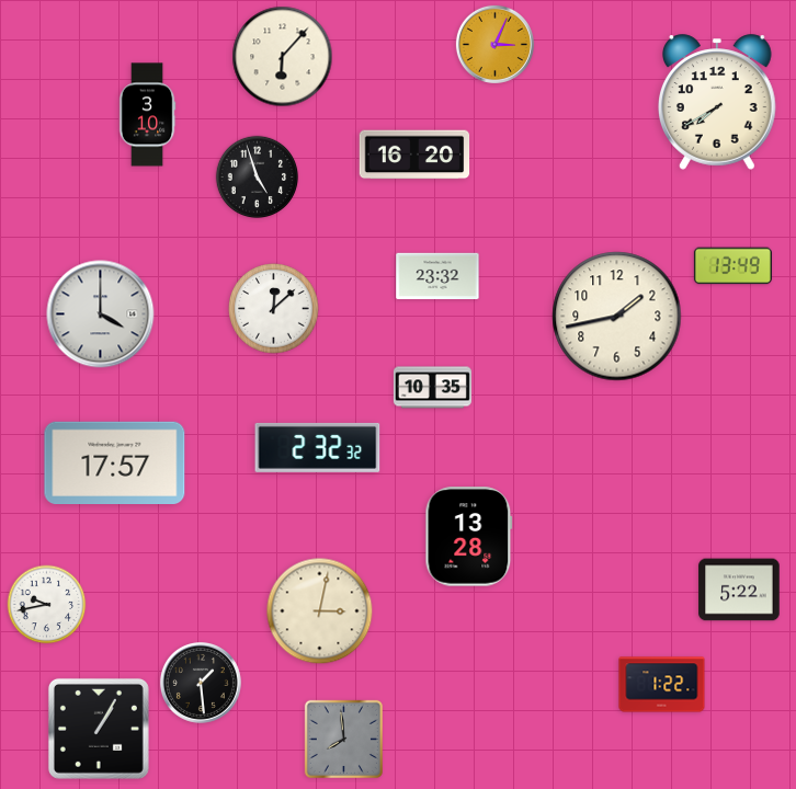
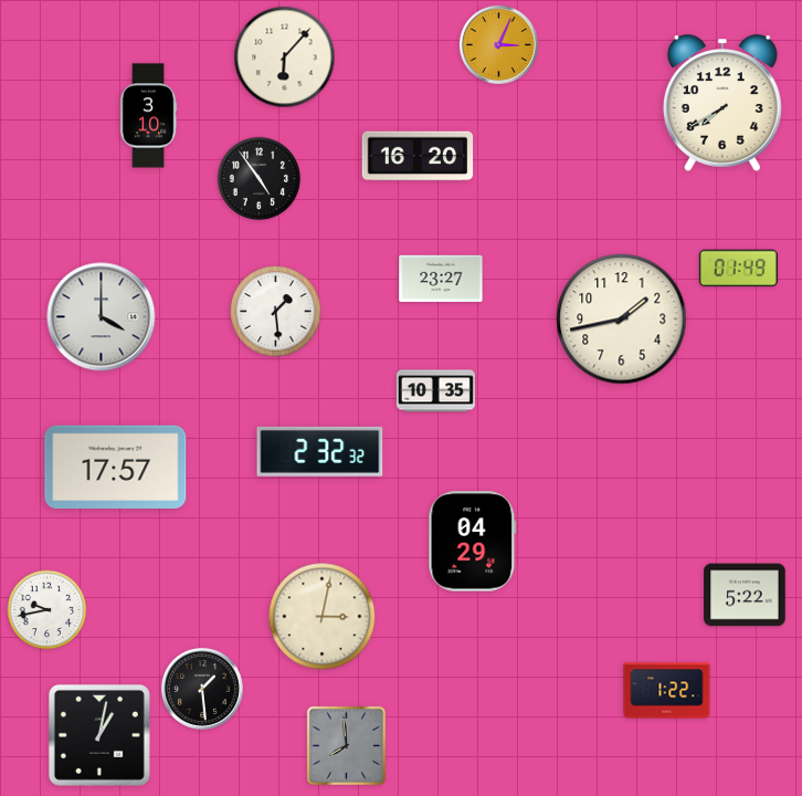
clock at (258, 178): 4:57 -> 4:54
clock at (732, 266): 13:49 -> 01:49
clock at (437, 275): 23:32 -> 23:27
clock at (274, 309): 12:08 -> 1:29
clock at (469, 537): 13:28 -> 04:29
clock at (99, 729): 1:05 -> 1:02
